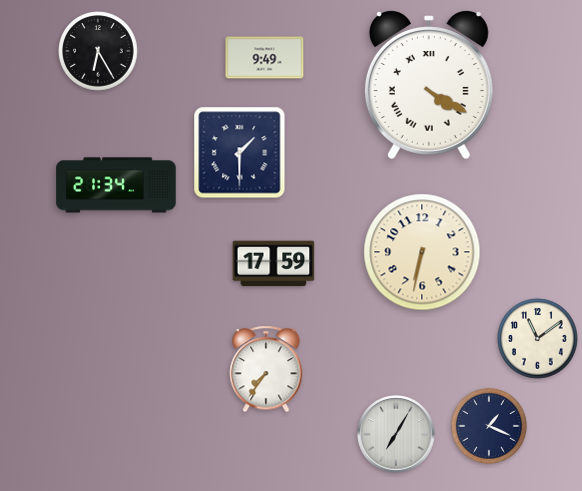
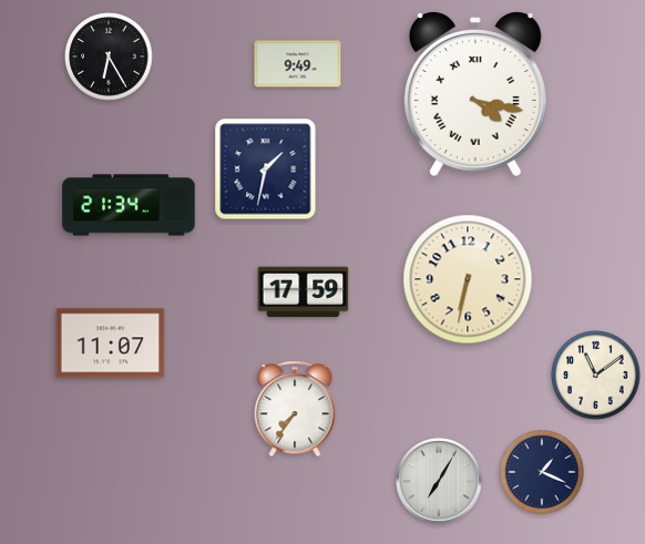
clock at (265, 58) position: (265, 58) -> (298, 64)
clock at (429, 85): 4:20 -> 4:17
clock at (240, 153): 1:30 -> 1:32
clock at (111, 343): none -> 11:07
